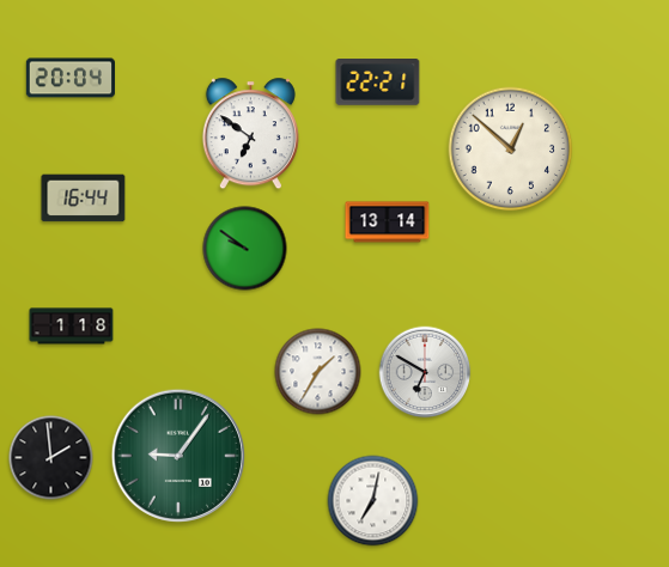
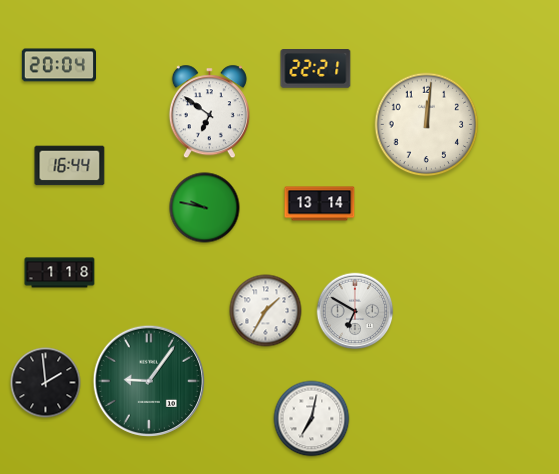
clock at (511, 150): 12:52 -> 12:01
clock at (388, 222) position: (388, 222) -> (320, 204)
clock at (245, 249): 9:51 -> 9:47
clock at (51, 458) position: (51, 458) -> (46, 383)
